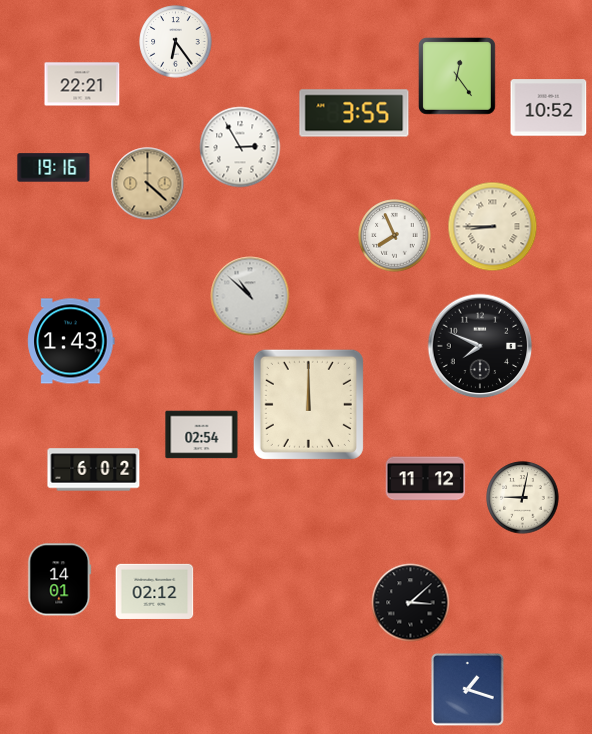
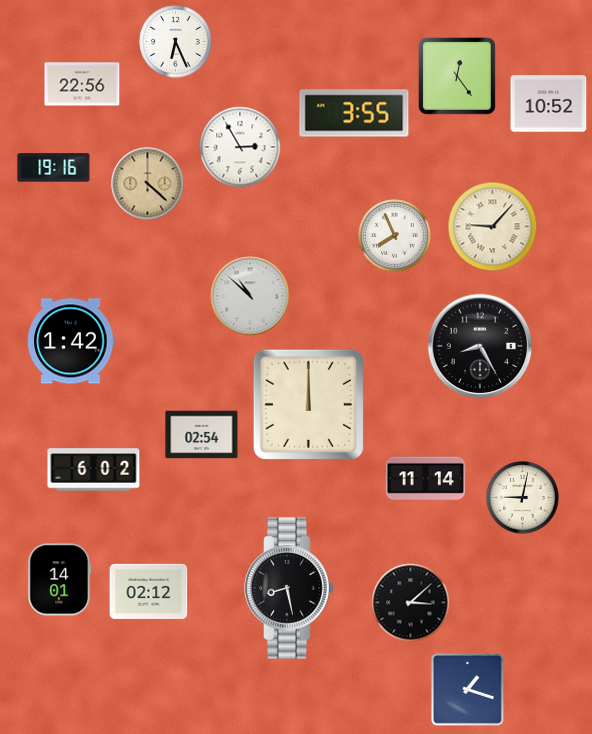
clock at (176, 42): 6:24 -> 6:26
clock at (82, 84): 22:21 -> 22:56
clock at (549, 108) position: (549, 108) -> (549, 104)
clock at (493, 227): 8:45 -> 9:07
clock at (71, 341): 1:43 -> 1:42
clock at (480, 346): 7:49 -> 8:25
clock at (426, 479): 11:12 -> 11:14
clock at (289, 588): none -> 8:28
clock at (155, 591) position: (155, 591) -> (149, 591)
